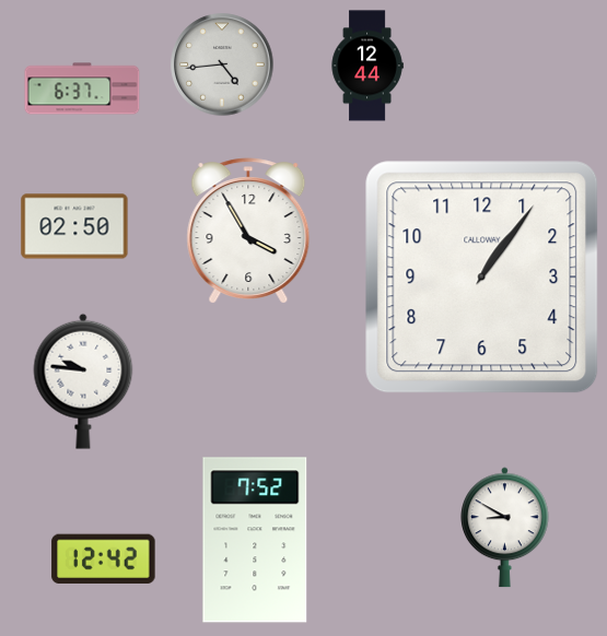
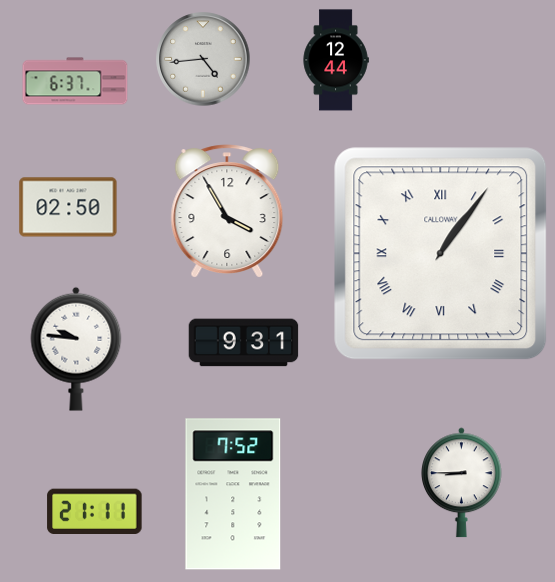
clock at (482, 278) numerals: Arabic -> Roman
clock at (244, 343): none -> 9:31
clock at (505, 528): 8:50 -> 8:45
clock at (104, 560): 12:42 -> 21:11
